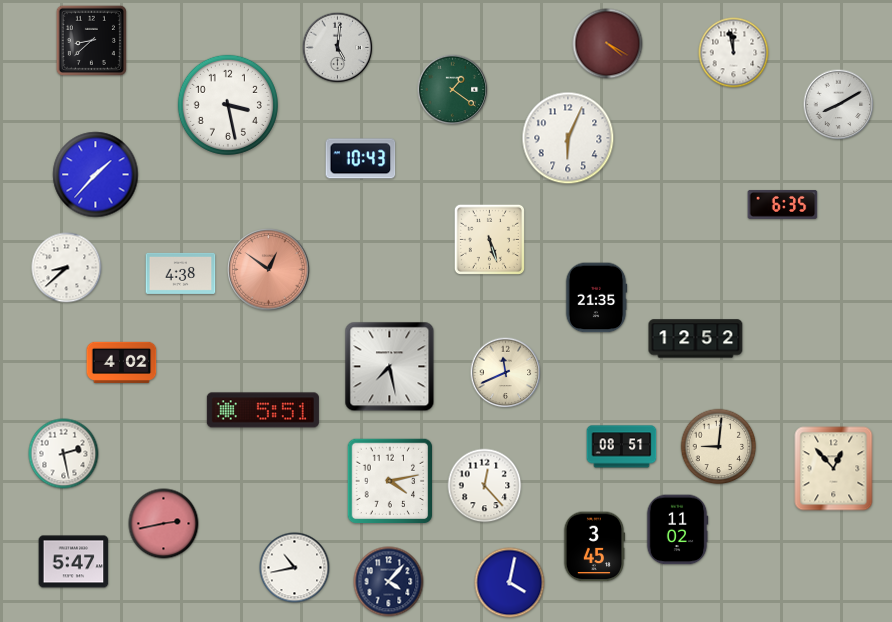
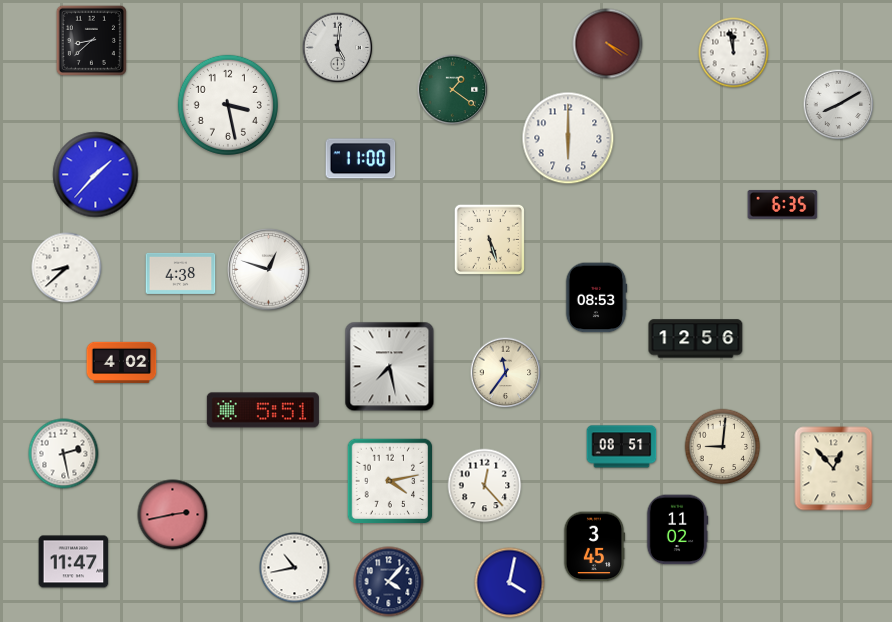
clock at (568, 138): 6:04 -> 6:00
clock at (361, 159): 10:43 -> 11:00
clock at (269, 270): 12:51 -> 12:48
clock at (269, 270) dial: salmon -> white
clock at (596, 298): 21:35 -> 08:53
clock at (696, 339): 12:52 -> 12:56
clock at (506, 373): 11:41 -> 11:36
clock at (719, 447) position: (719, 447) -> (723, 447)
clock at (164, 524) position: (164, 524) -> (173, 515)
clock at (74, 562): 5:47 -> 11:47
